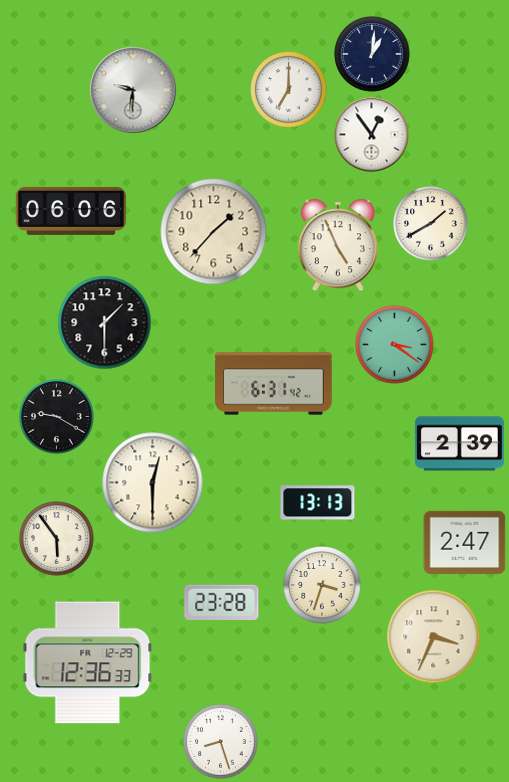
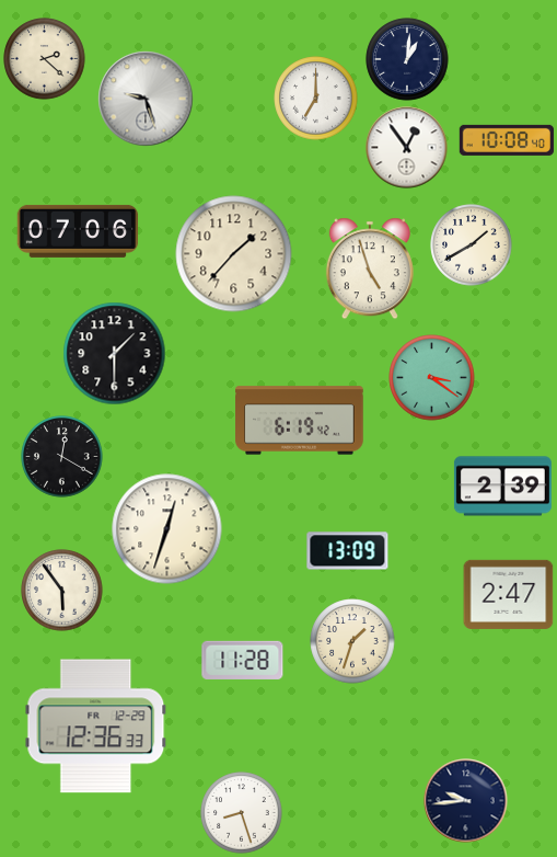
clock at (45, 59): none -> 2:22
clock at (133, 90): 9:31 -> 9:27
clock at (507, 140): none -> 10:08
clock at (71, 211): 06:06 -> 07:06
clock at (338, 245): 4:56 -> 4:57
clock at (274, 384): 6:31 -> 6:19
clock at (57, 417): 9:20 -> 12:20
clock at (153, 483): 12:30 -> 12:33
clock at (318, 503): 13:13 -> 13:09
clock at (322, 585): 3:33 -> 1:33
clock at (222, 602): 23:28 -> 11:28
clock at (434, 637): 3:34 -> none
clock at (466, 801): none -> 9:44
